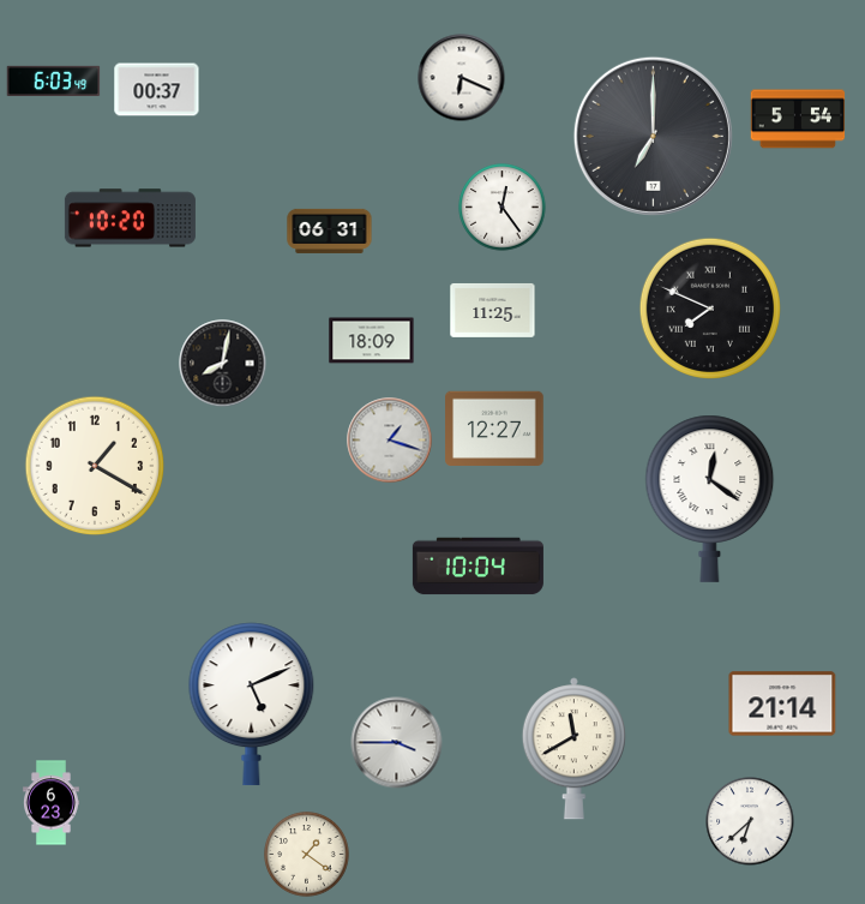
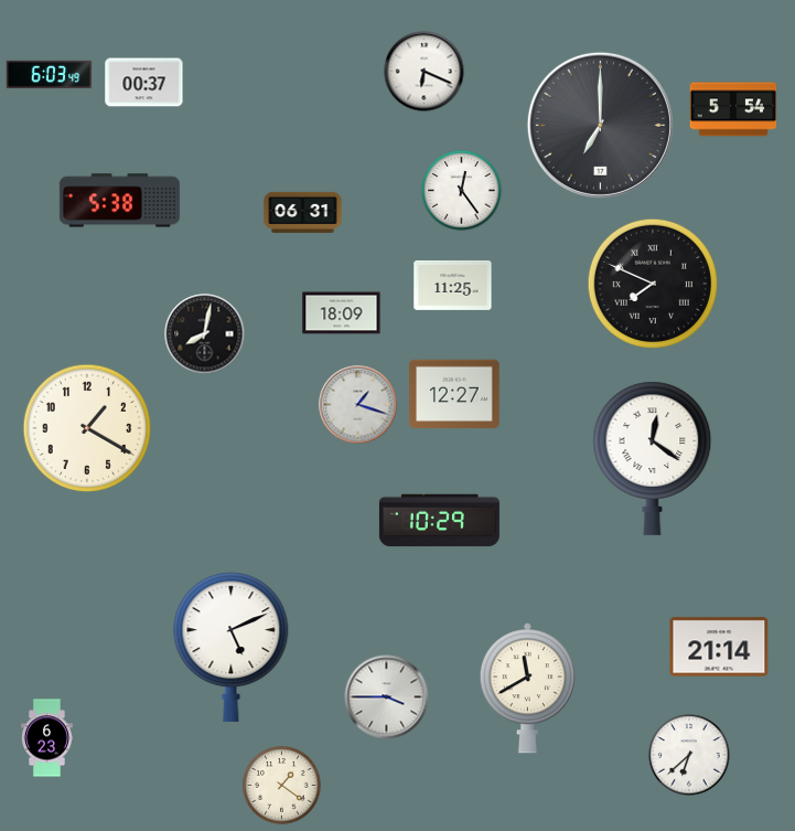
clock at (130, 218): 10:20 -> 5:38
clock at (477, 567): 10:04 -> 10:29
clock at (397, 743) position: (397, 743) -> (387, 697)
